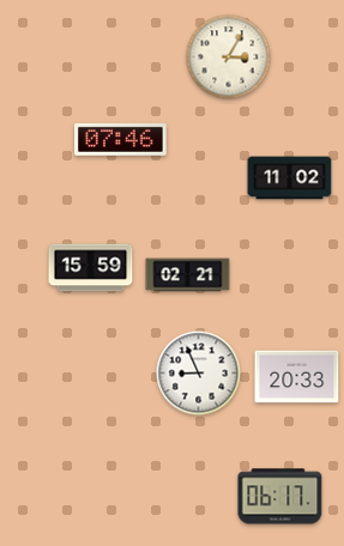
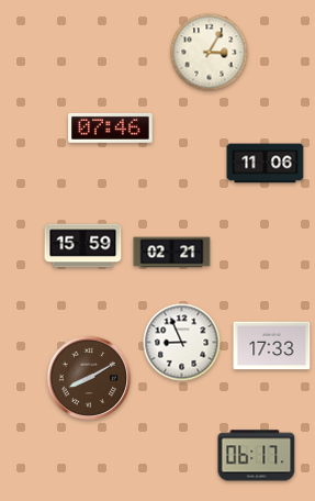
clock at (290, 178): 11:02 -> 11:06
clock at (297, 377): 20:33 -> 17:33
clock at (89, 378): none -> 8:10
